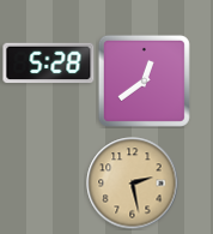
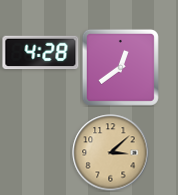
clock at (49, 64): 5:28 -> 4:28
clock at (133, 184): 2:28 -> 3:08
